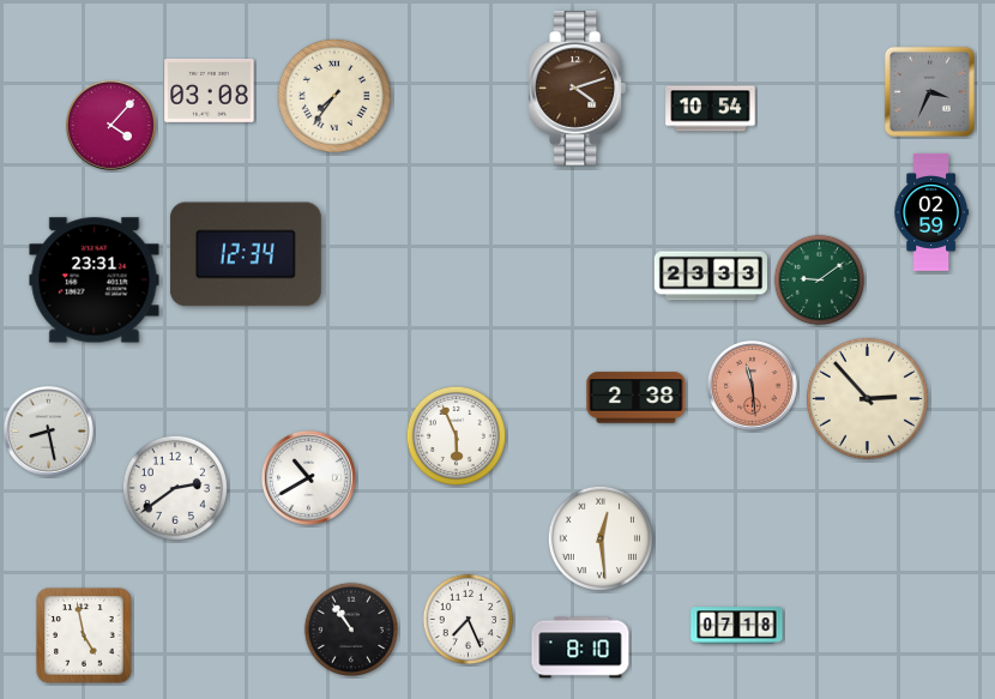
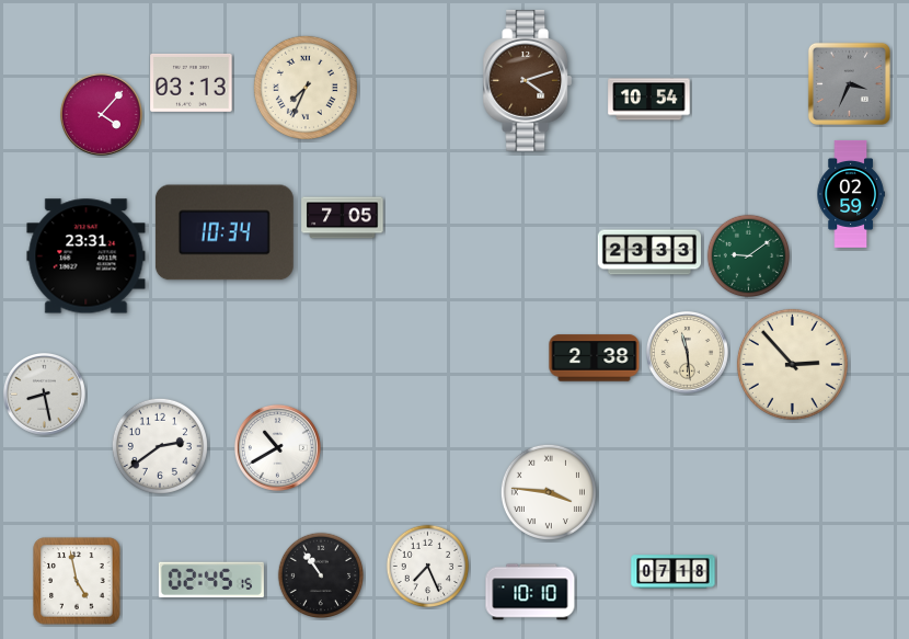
clock at (210, 90): 03:08 -> 03:13
clock at (334, 96): 7:36 -> 7:34
clock at (343, 218): none -> 7:05
clock at (246, 254): 12:34 -> 10:34
clock at (752, 385) dial: salmon -> cream
clock at (637, 398) position: (637, 398) -> (595, 358)
clock at (456, 435): 5:56 -> none
clock at (308, 477) position: (308, 477) -> (277, 447)
clock at (601, 538): 12:29 -> 3:46
clock at (211, 580): none -> 02:45
clock at (580, 647): 8:10 -> 10:10
